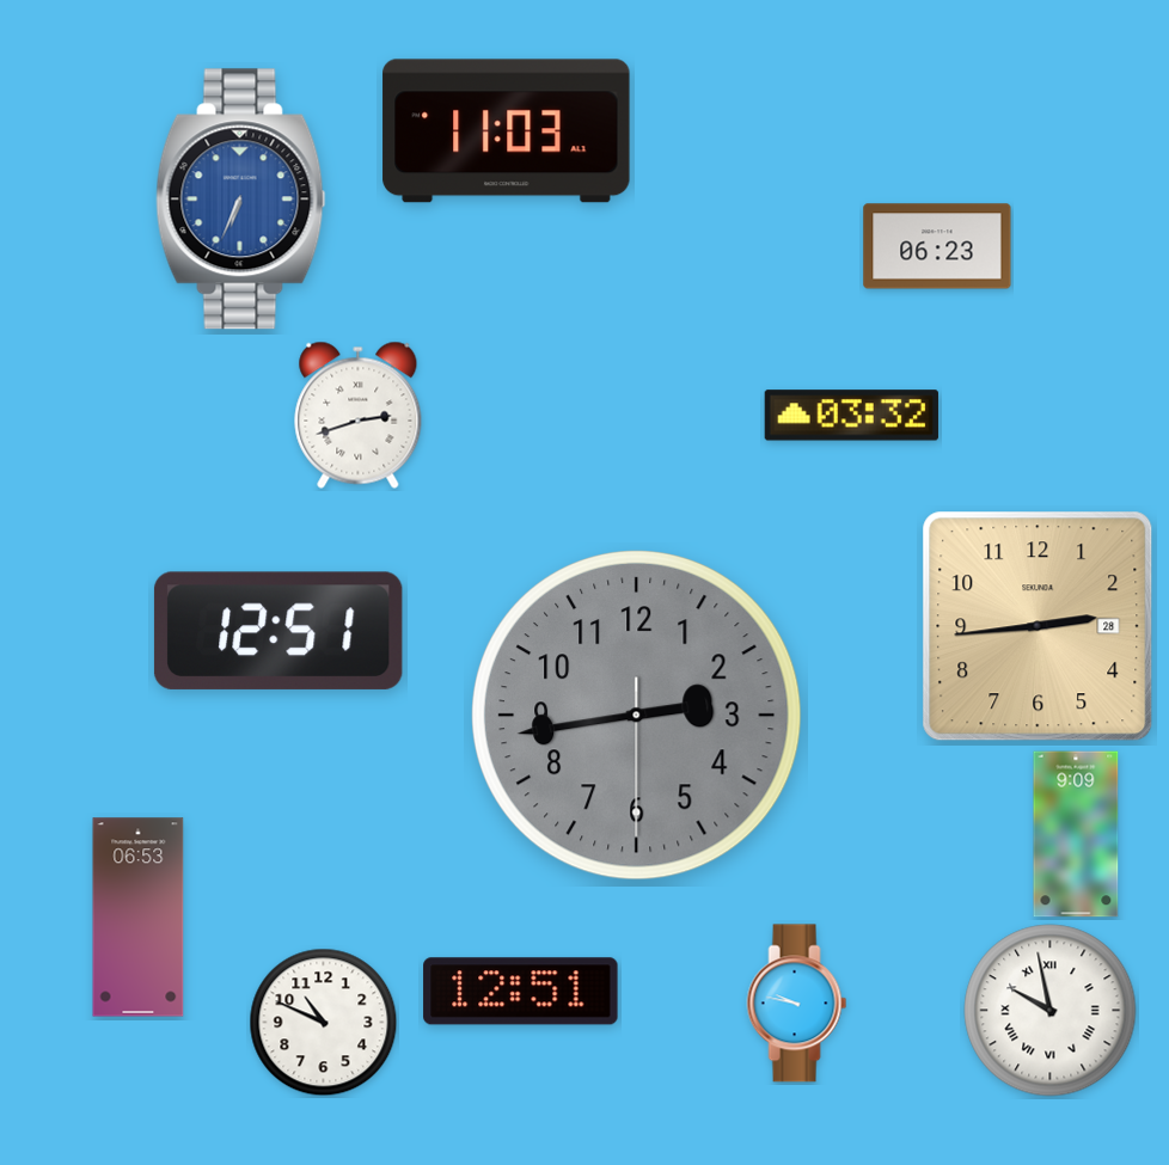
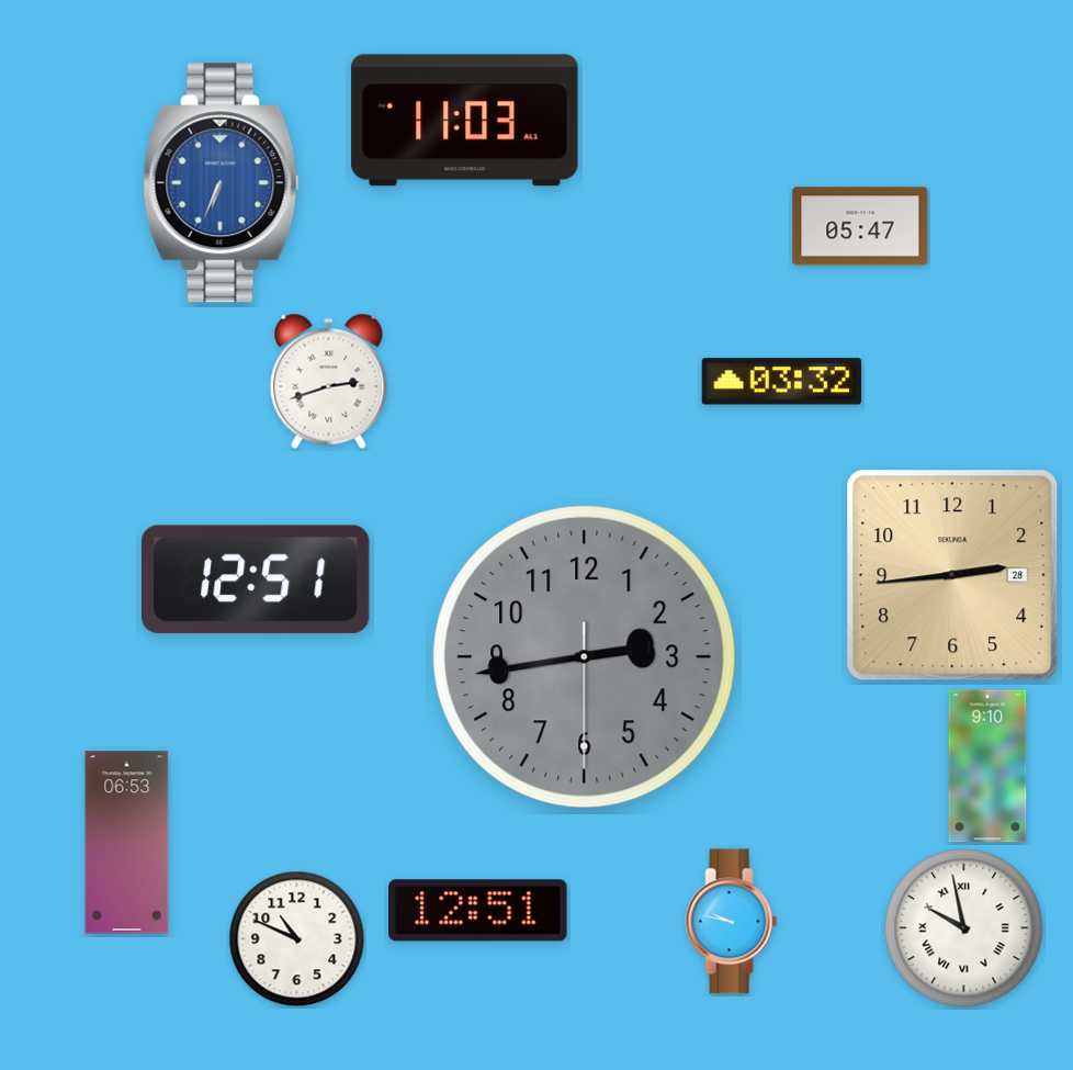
clock at (937, 246): 06:23 -> 05:47
clock at (1076, 834): 9:09 -> 9:10
